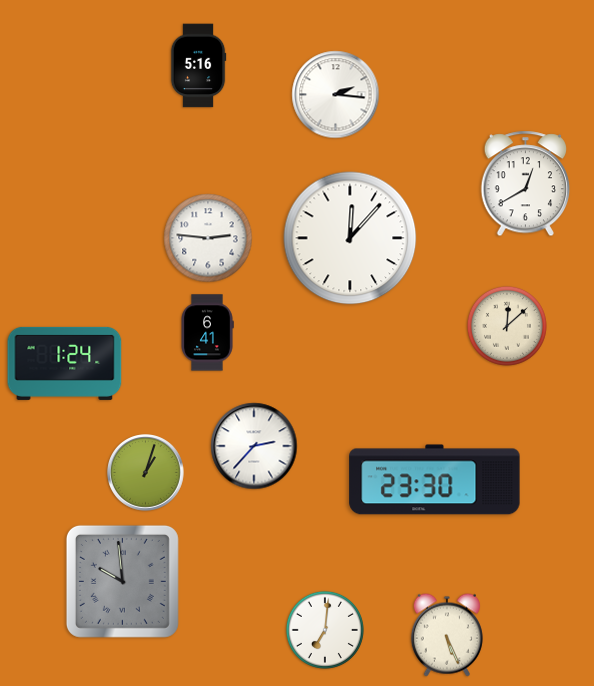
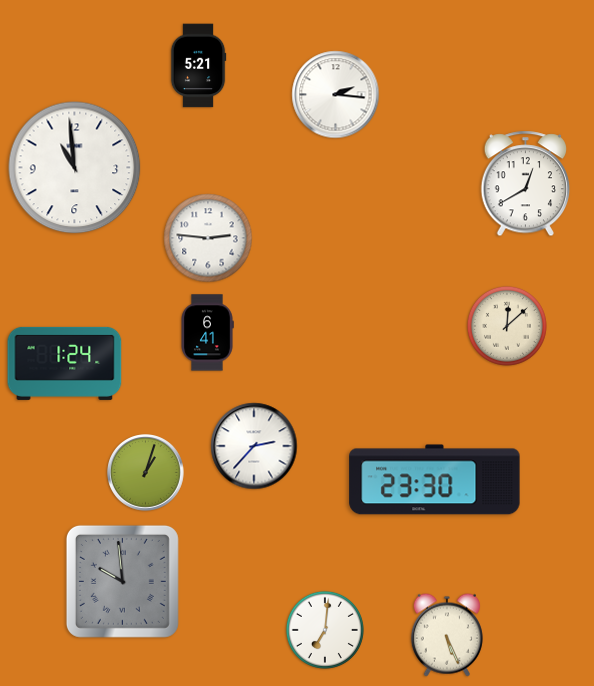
clock at (198, 66): 5:16 -> 5:21
clock at (75, 168): none -> 10:59
clock at (350, 238): 12:07 -> none
